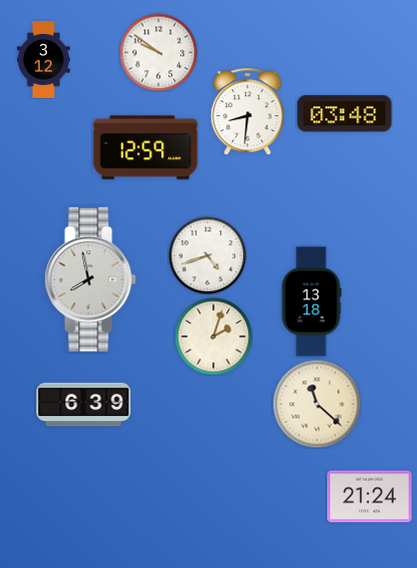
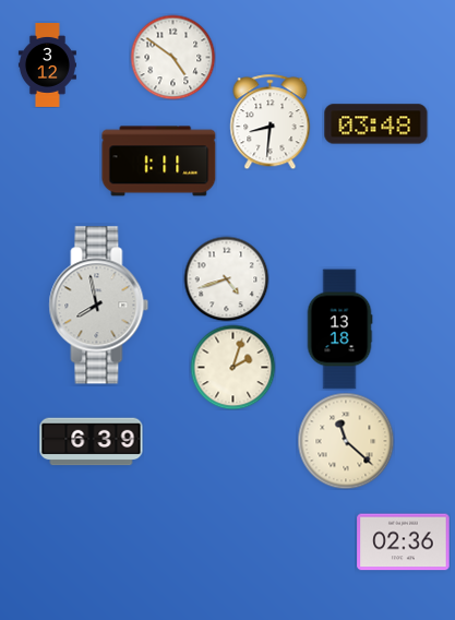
clock at (158, 52): 9:51 -> 4:51
clock at (146, 148): 12:59 -> 1:11
clock at (370, 497): 21:24 -> 02:36
